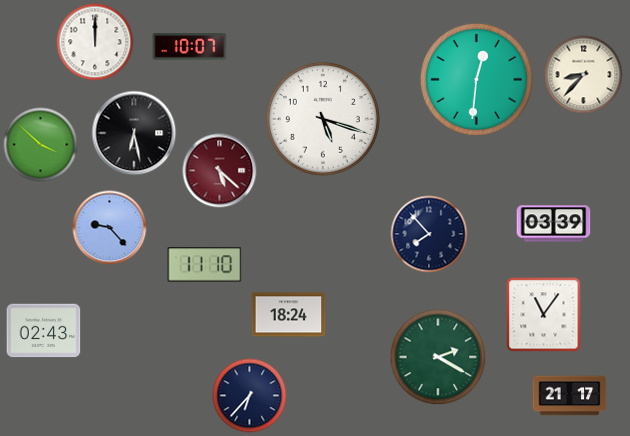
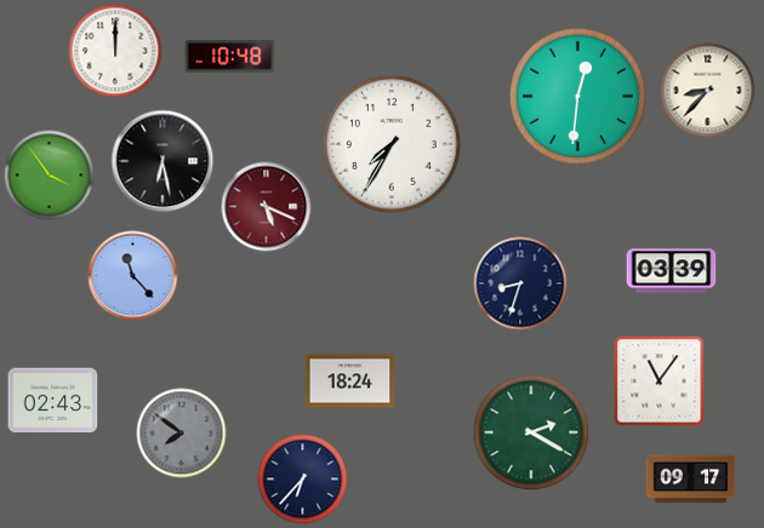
clock at (190, 47): 10:07 -> 10:48
clock at (323, 119): 5:18 -> 7:35
clock at (41, 145): 3:52 -> 3:54
clock at (220, 171): 5:22 -> 5:19
clock at (110, 228): 9:23 -> 11:23
clock at (429, 234): 7:53 -> 8:33
clock at (205, 265): 11:10 -> none
clock at (182, 434): none -> 7:51
clock at (570, 396): 21:17 -> 09:17
